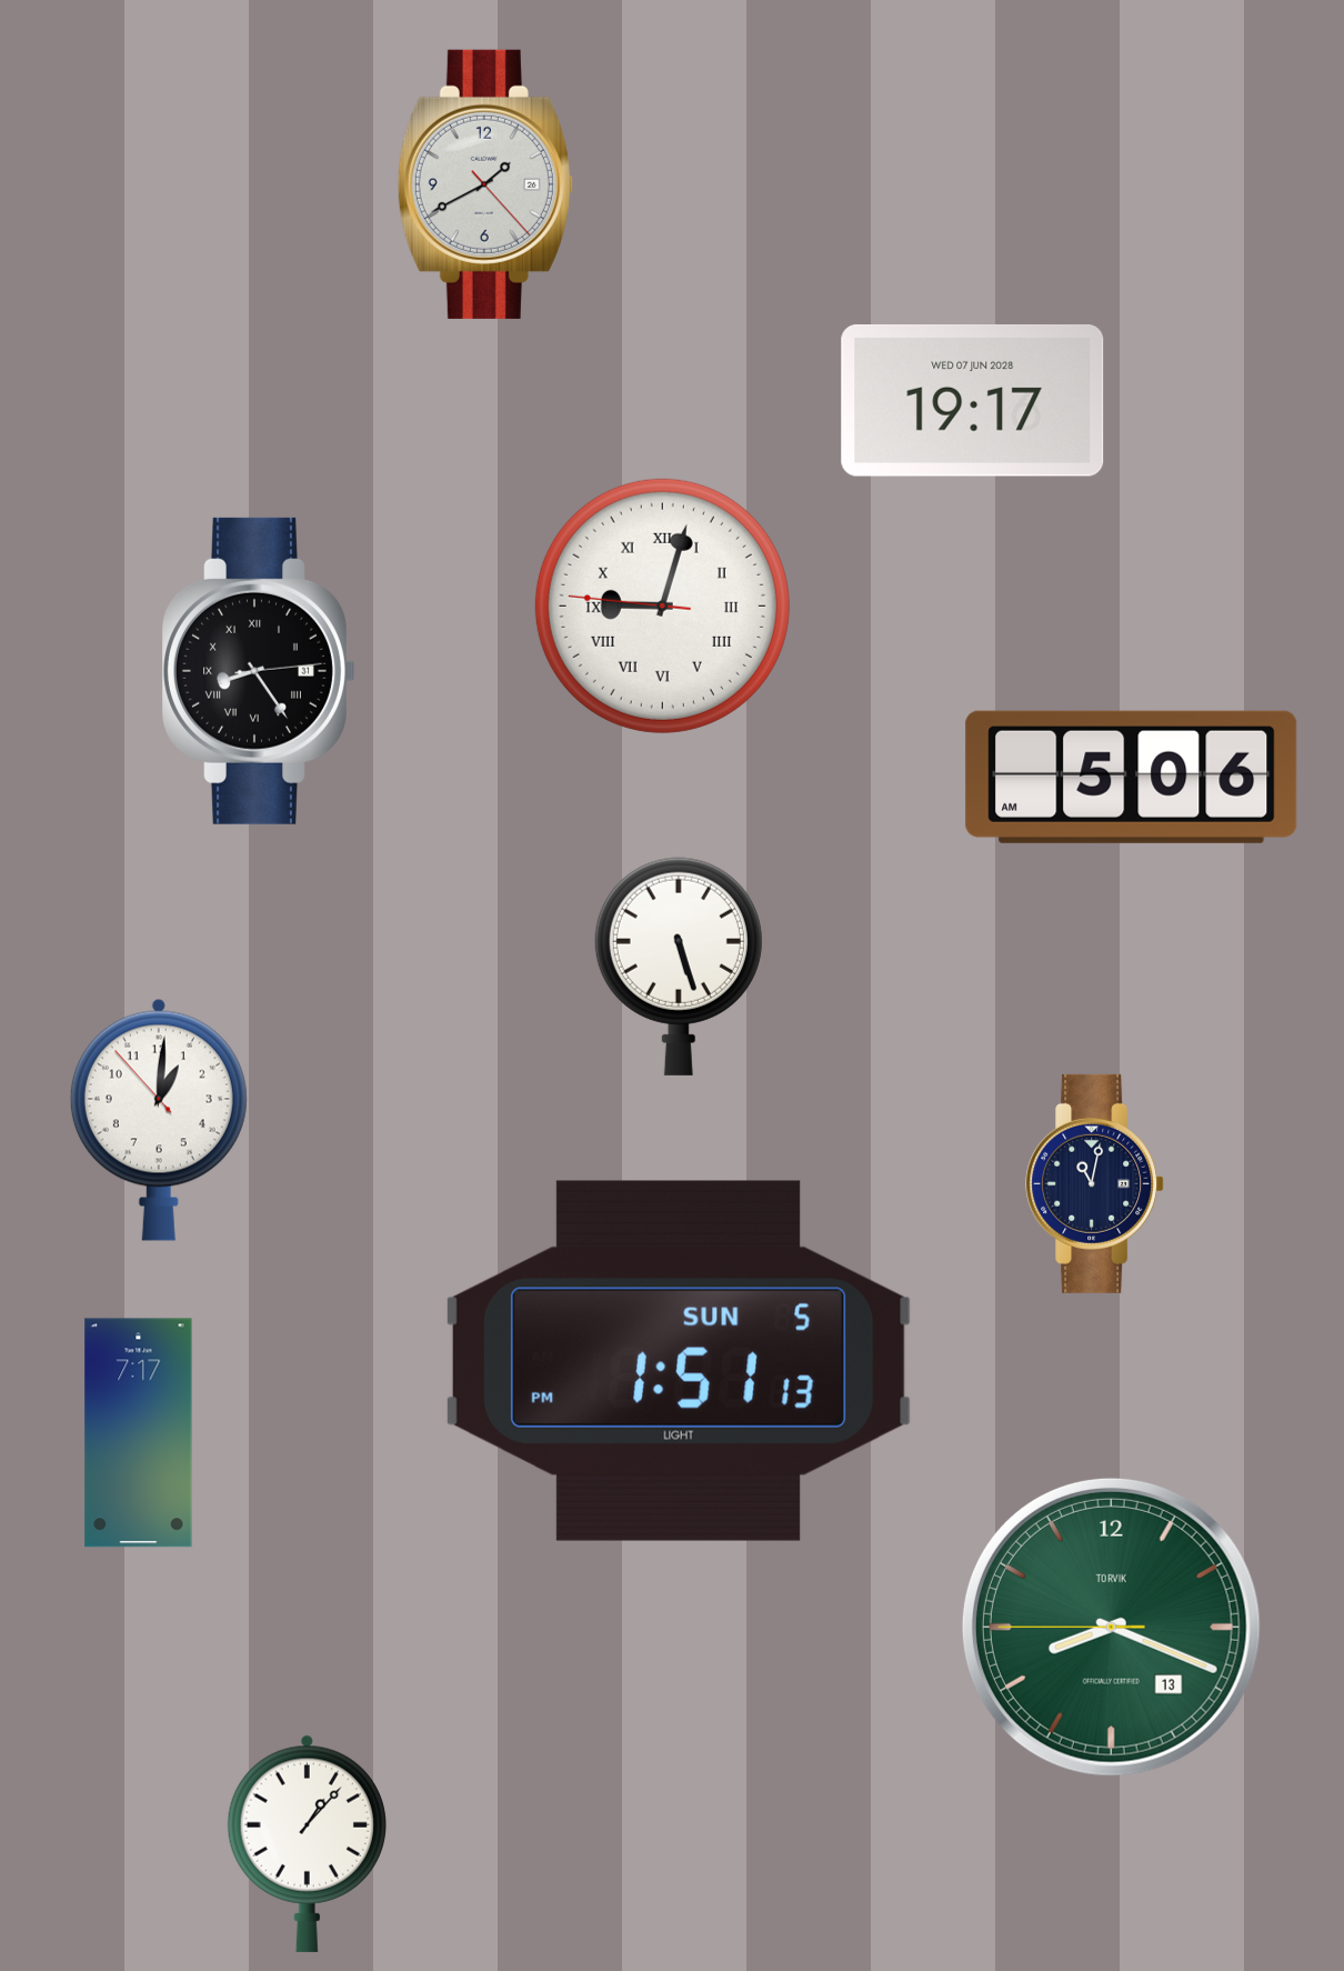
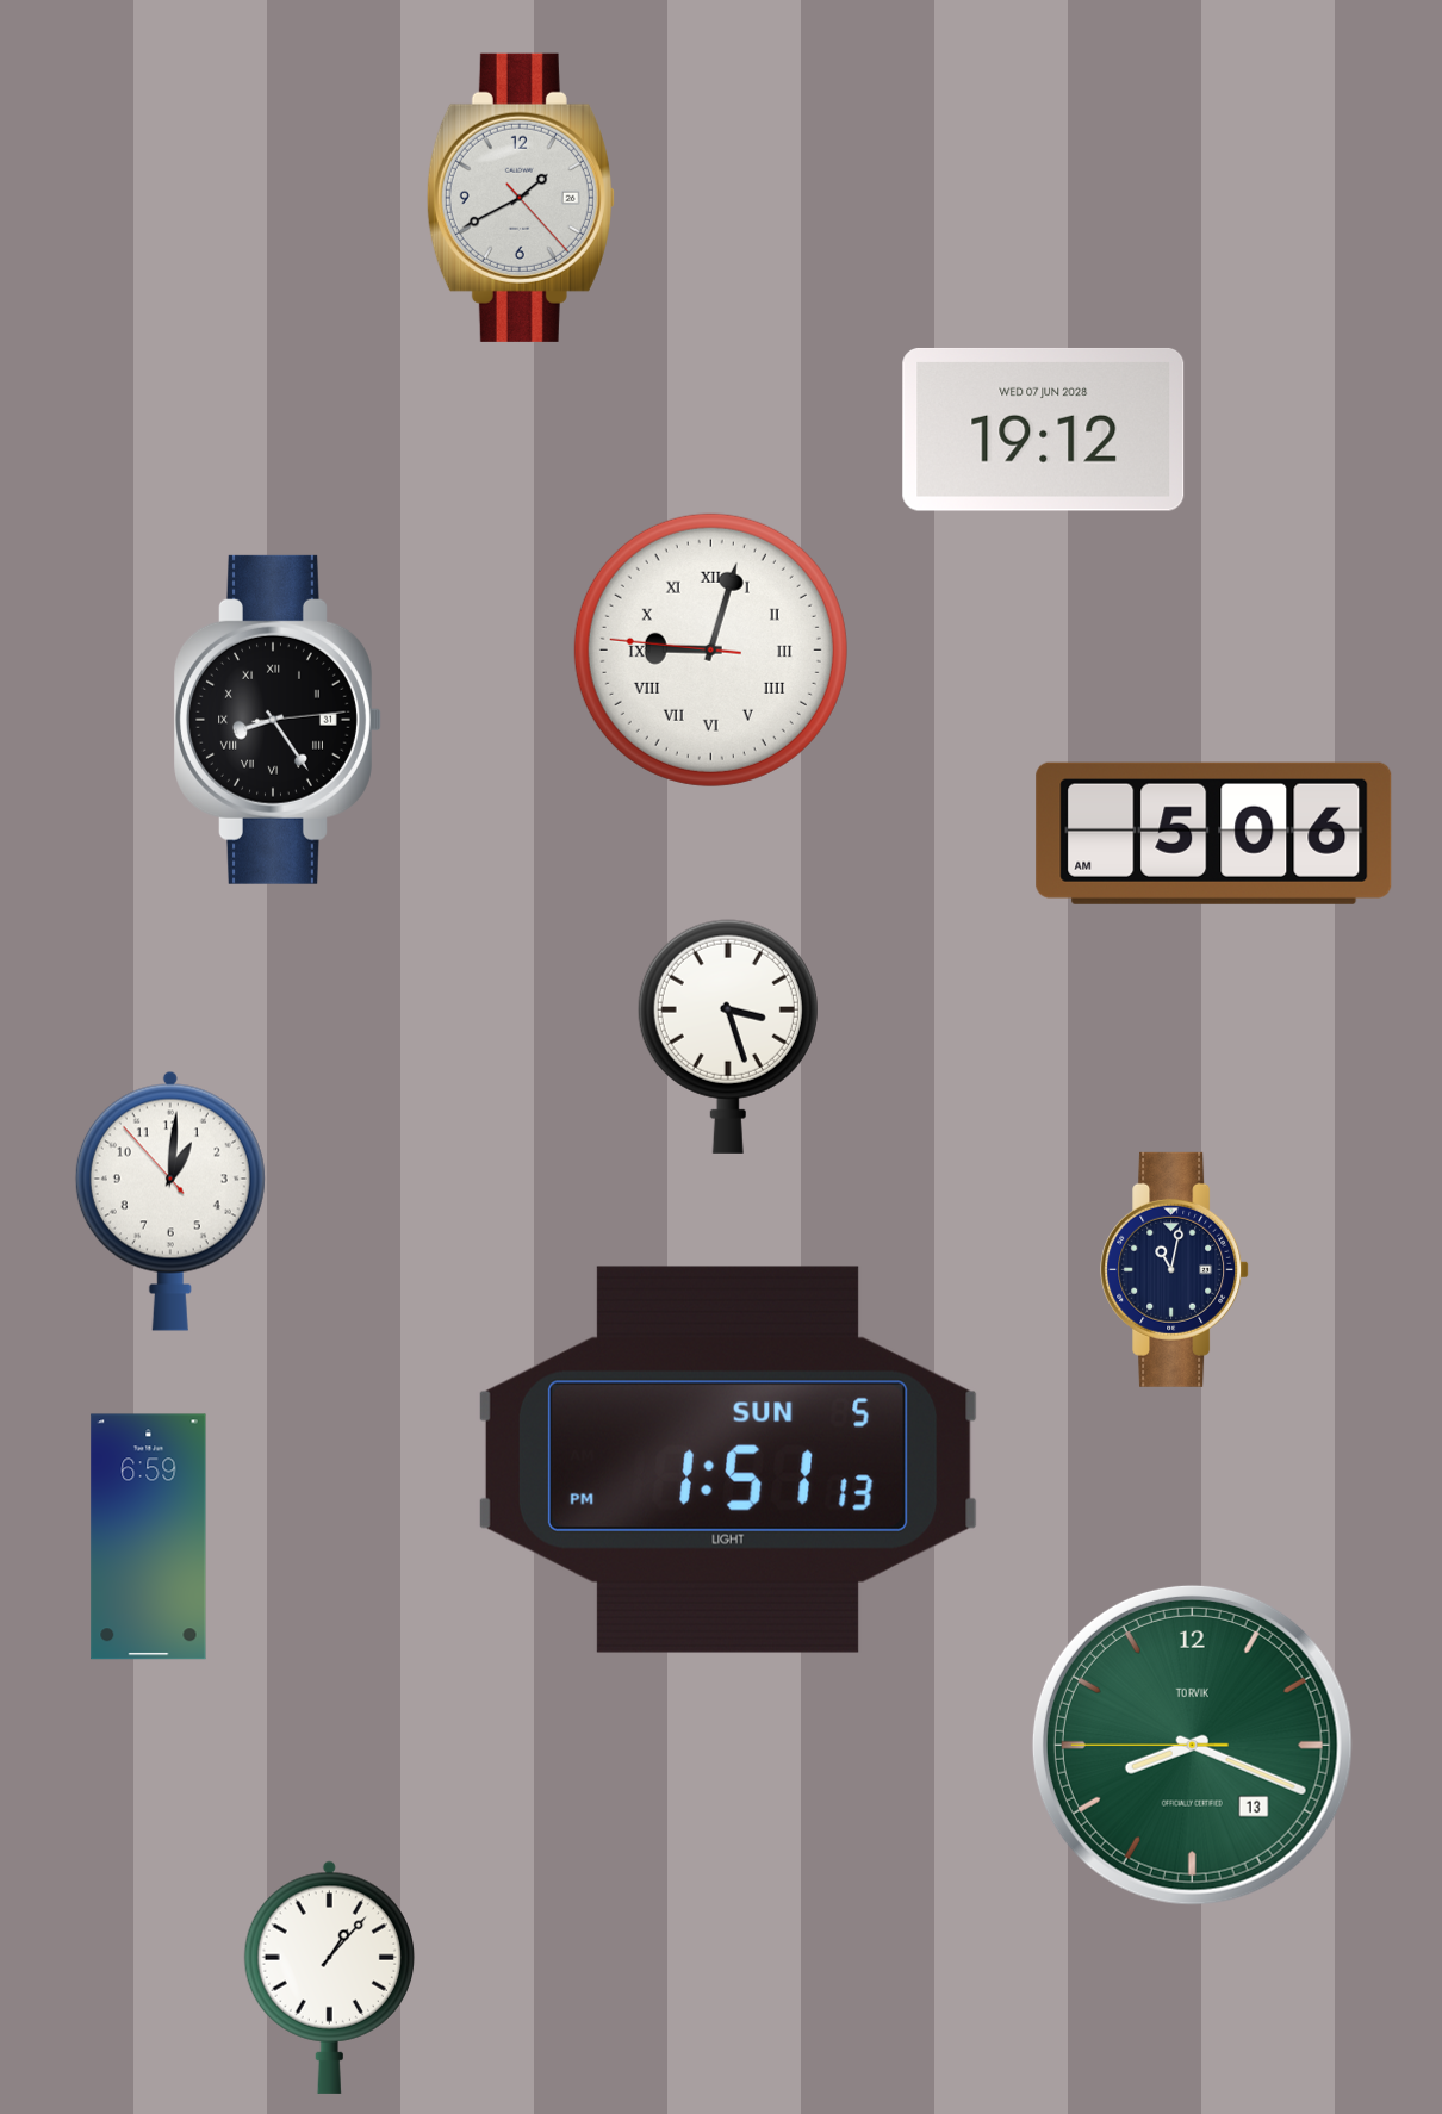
clock at (973, 400): 19:17 -> 19:12
clock at (679, 967): 5:27 -> 3:27
clock at (139, 1433): 7:17 -> 6:59
